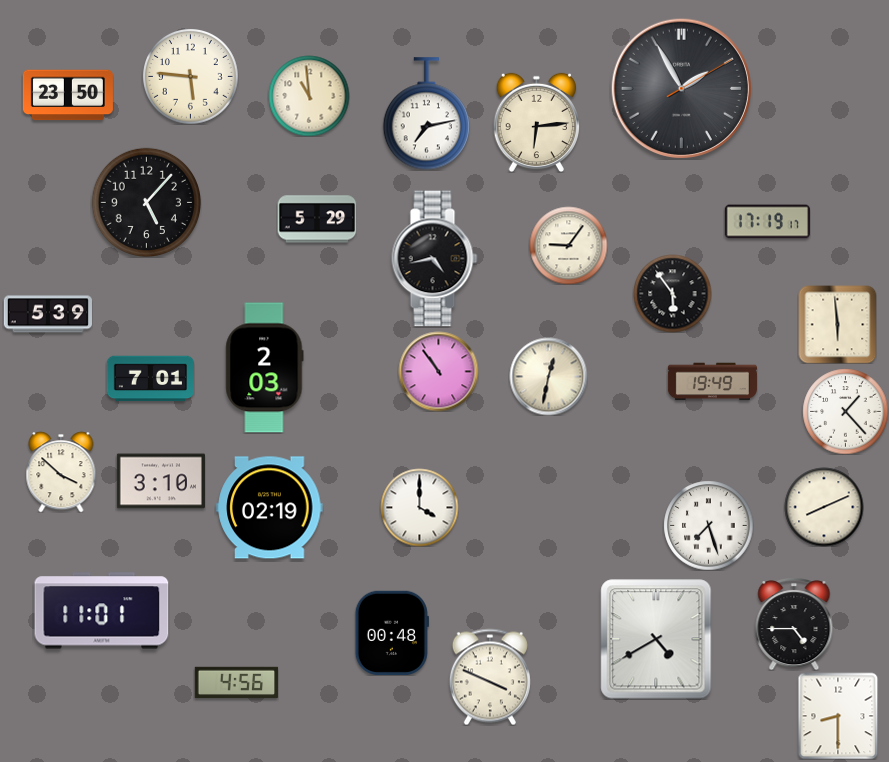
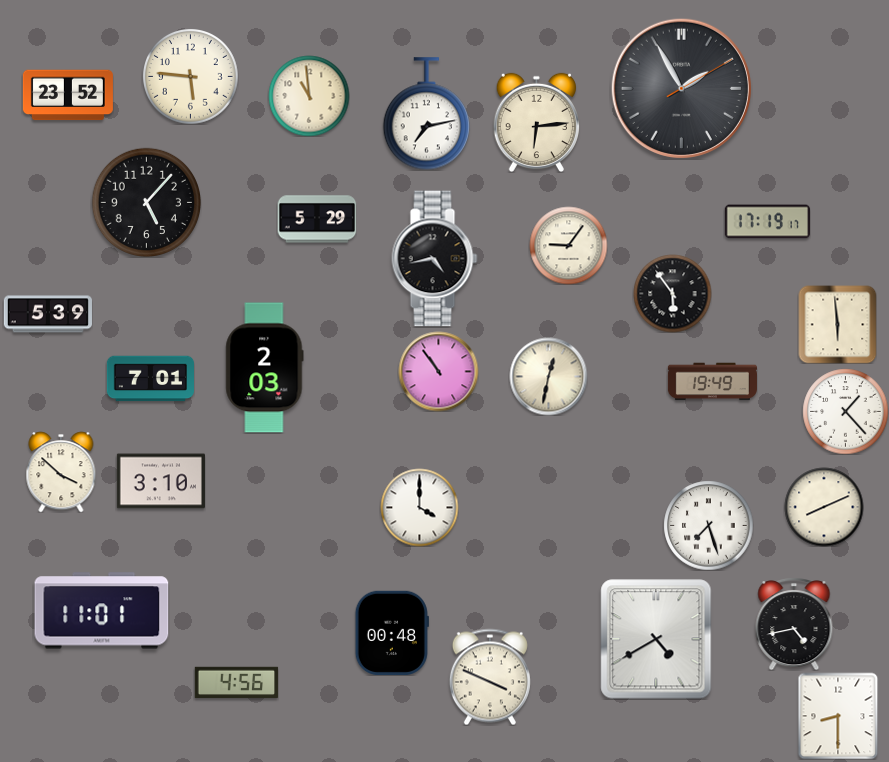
clock at (68, 95): 23:50 -> 23:52
clock at (270, 508): 02:19 -> none
clock at (794, 624): 4:45 -> 4:43
